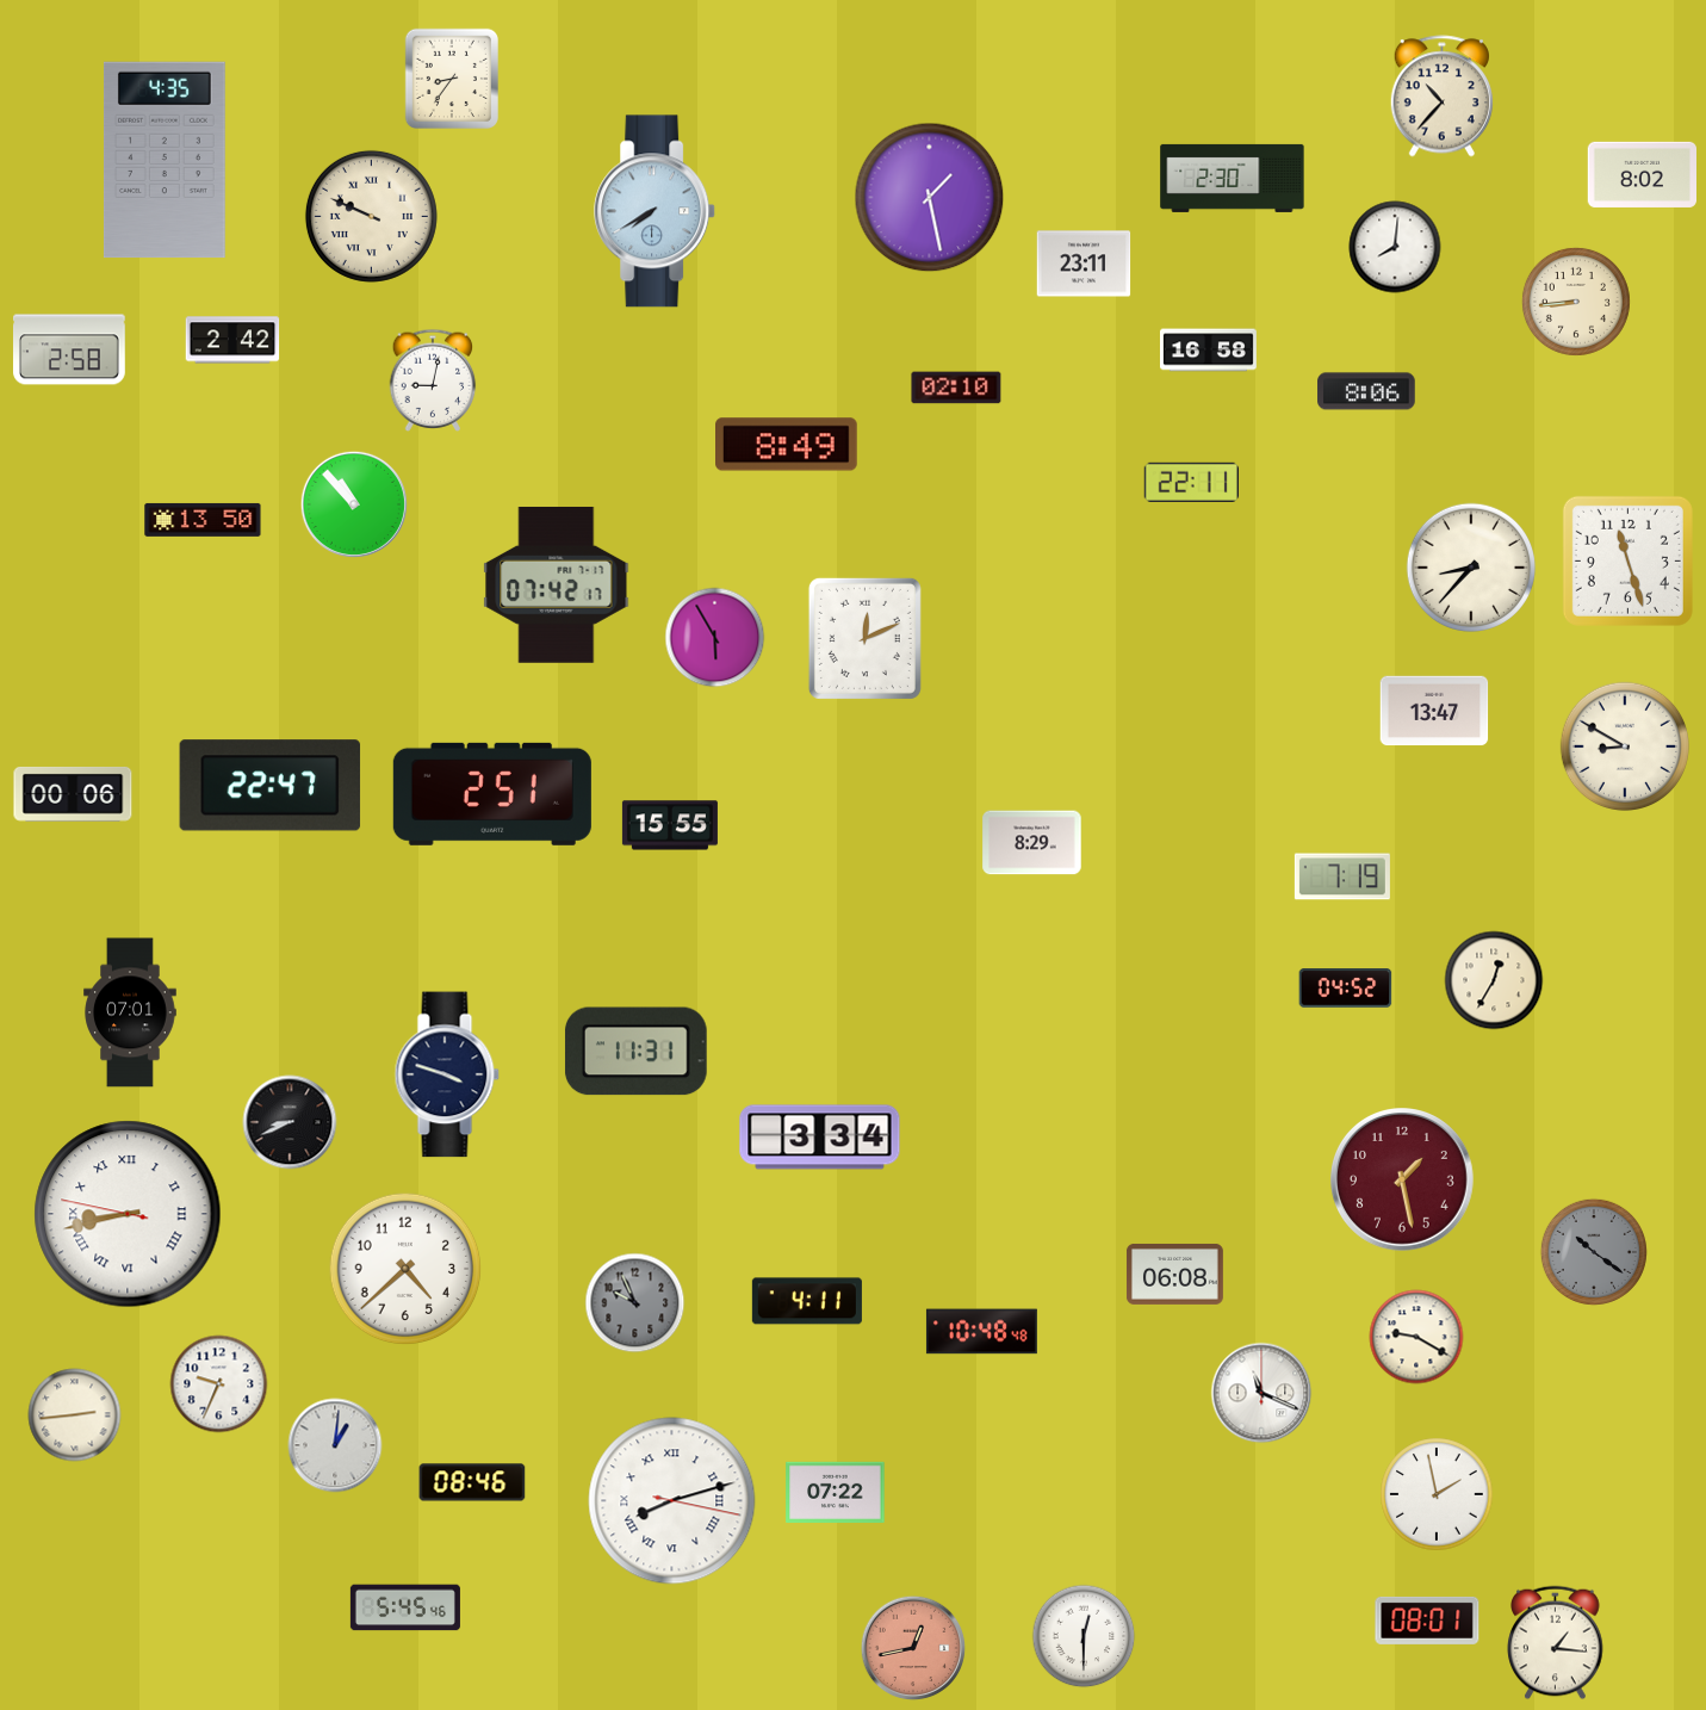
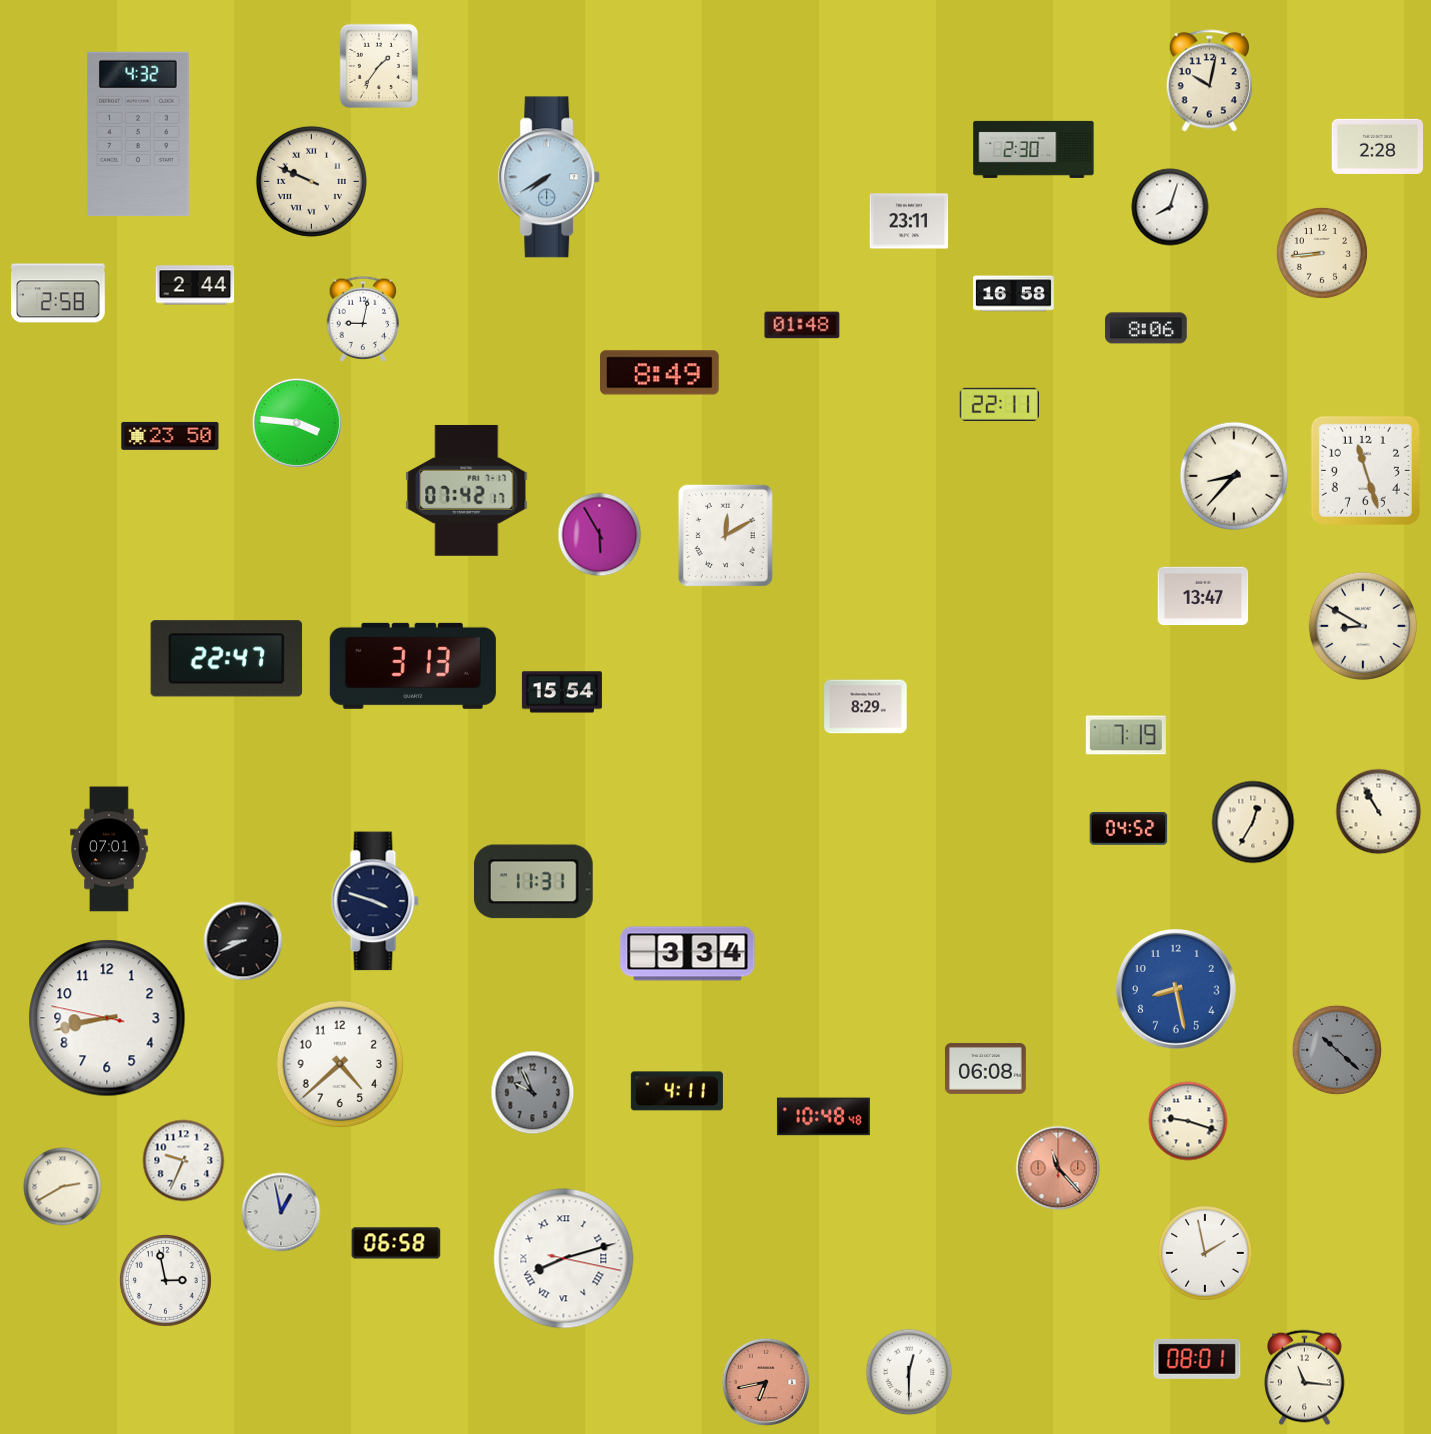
clock at (451, 78): 8:36 -> 1:36
clock at (1441, 97): 10:37 -> 10:02
clock at (165, 160): 4:35 -> 4:32
clock at (1642, 174): 8:02 -> 2:28
clock at (930, 198): 1:28 -> none
clock at (1395, 247): 8:01 -> 8:03
clock at (232, 340): 2:42 -> 2:44
clock at (956, 388): 02:10 -> 01:48
clock at (354, 504): 10:53 -> 3:46
clock at (203, 520): 13:50 -> 23:50
clock at (864, 638): 12:11 -> 12:10
clock at (73, 794): 00:06 -> none
clock at (492, 794): 2:51 -> 3:13
clock at (670, 825): 15:55 -> 15:54
clock at (1379, 812): none -> 10:55
clock at (1403, 1181): 1:28 -> 8:28
clock at (1403, 1181) dial: burgundy -> blue
clock at (128, 1214) numerals: Roman -> Arabic
clock at (1594, 1252): 10:21 -> 10:22
clock at (1416, 1337): 9:20 -> 9:18
clock at (1261, 1393): 11:19 -> 11:23
clock at (1261, 1393) dial: white -> salmon
clock at (75, 1415): 2:44 -> 2:40
clock at (335, 1445): 1:01 -> 12:58
clock at (472, 1482): 08:46 -> 06:58
clock at (836, 1492): 07:22 -> none
clock at (165, 1280): none -> 2:58
clock at (405, 1607): 5:45 -> none
clock at (1556, 1643): 1:16 -> 11:16
clock at (913, 1648): 12:43 -> 6:43
